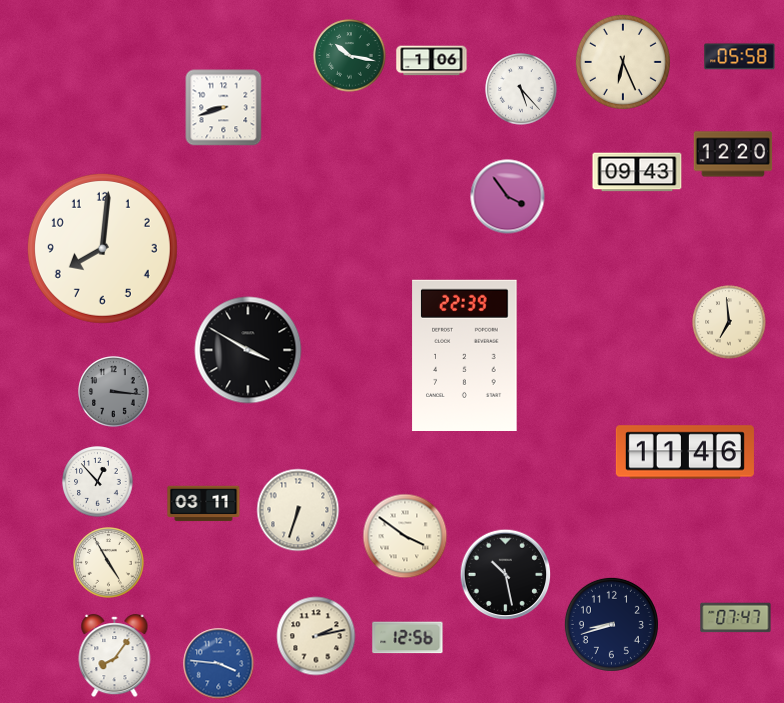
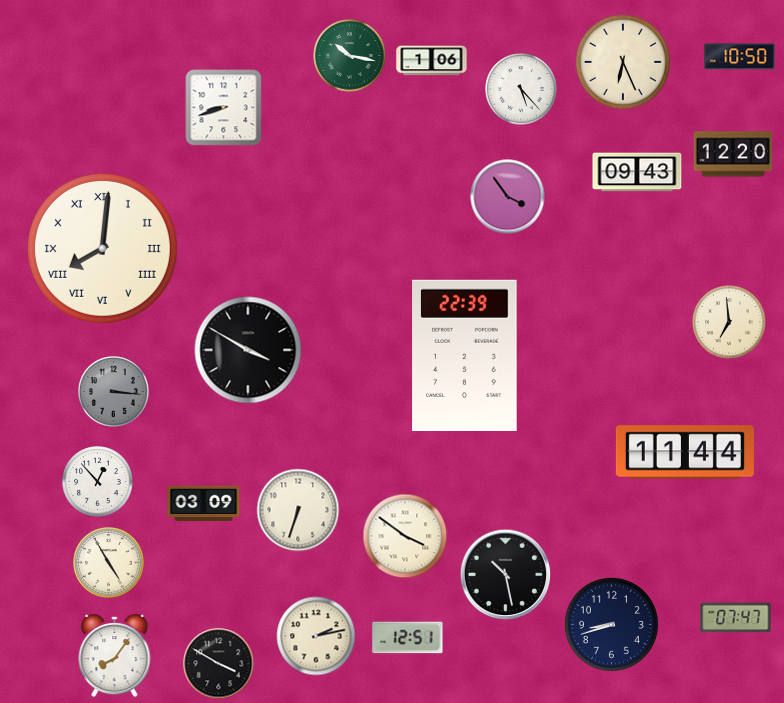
clock at (740, 57): 05:58 -> 10:50
clock at (102, 248) numerals: Arabic -> Roman
clock at (685, 452): 11:46 -> 11:44
clock at (204, 504): 03:11 -> 03:09
clock at (408, 638): 12:56 -> 12:51
clock at (219, 664): 3:46 -> 3:50
clock at (219, 664) dial: blue -> black
